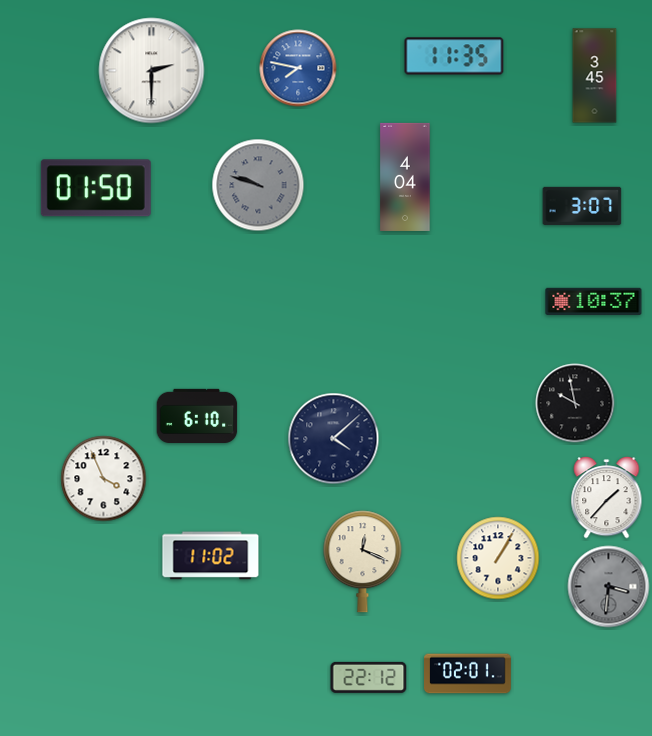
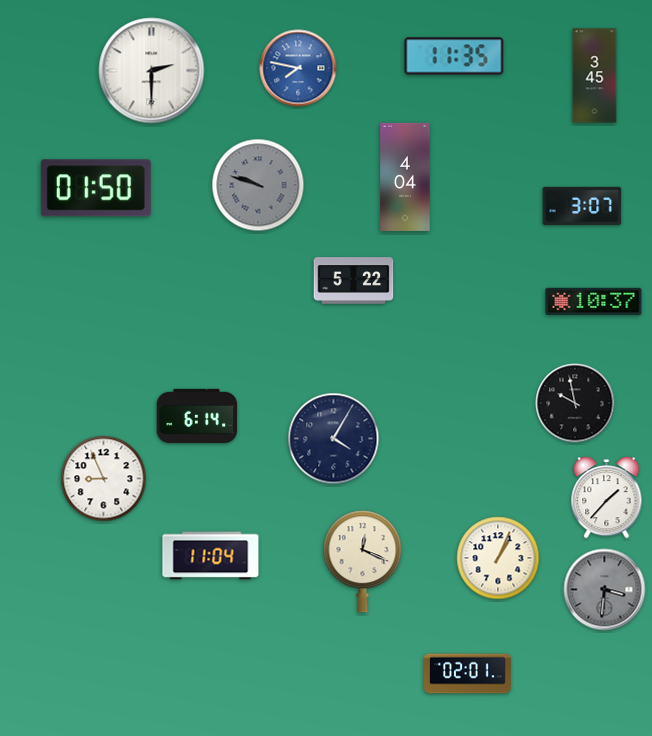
clock at (354, 281): none -> 5:22
clock at (197, 415): 6:10 -> 6:14
clock at (334, 439): 4:08 -> 4:05
clock at (104, 479): 3:56 -> 8:56
clock at (211, 556): 11:02 -> 11:04
clock at (498, 558): 1:05 -> 1:04
clock at (609, 587) position: (609, 587) -> (605, 590)
clock at (369, 677): 22:12 -> none
